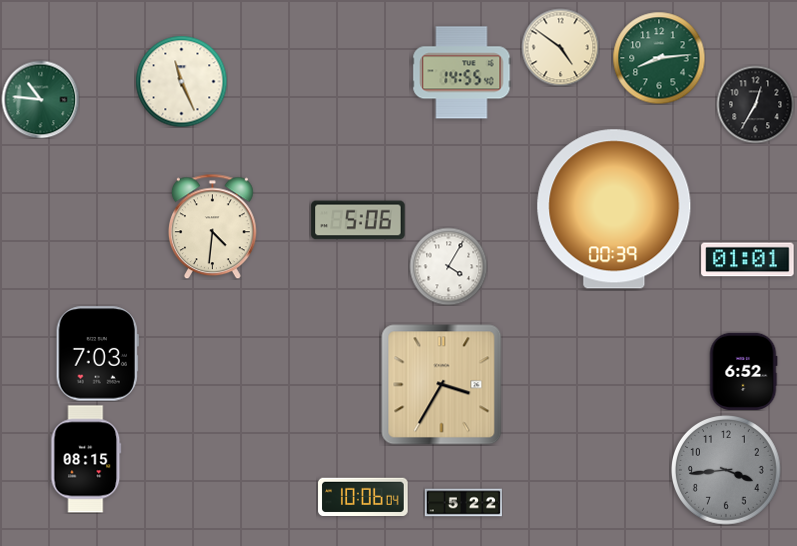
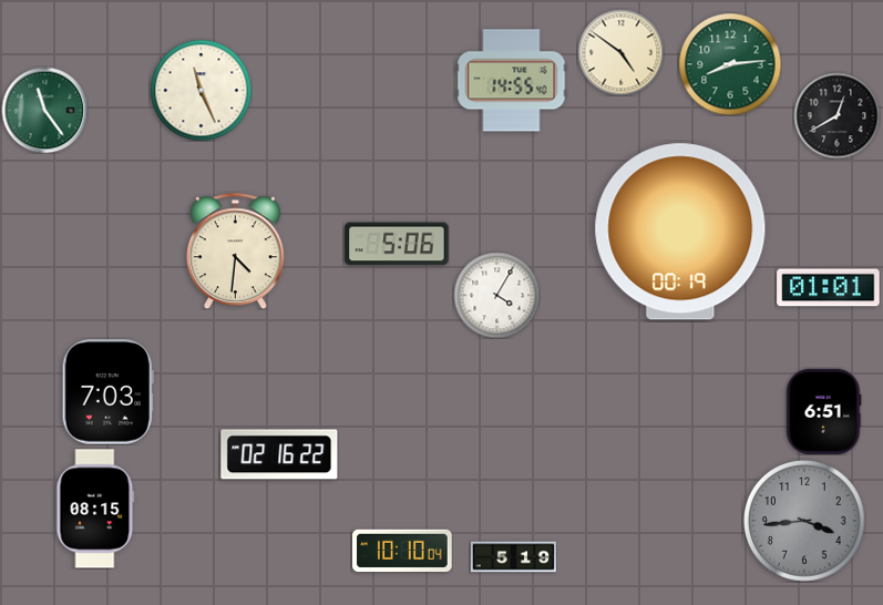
clock at (40, 99): 10:46 -> 11:24
clock at (755, 104): 12:35 -> 12:40
clock at (614, 209): 00:39 -> 00:19
clock at (743, 371): 6:52 -> 6:51
clock at (442, 385): 3:35 -> none
clock at (279, 454): none -> 02:16
clock at (363, 496): 10:06 -> 10:10
clock at (463, 503): 5:22 -> 5:19
